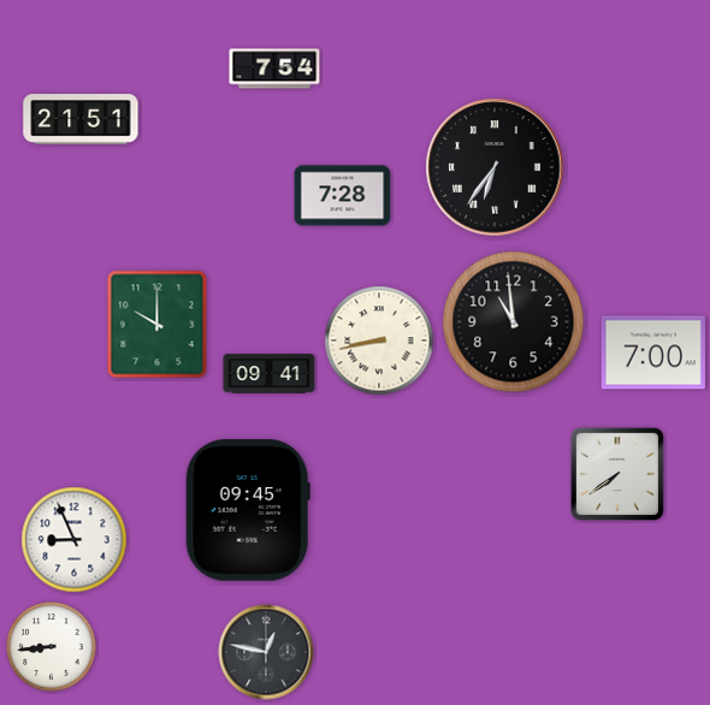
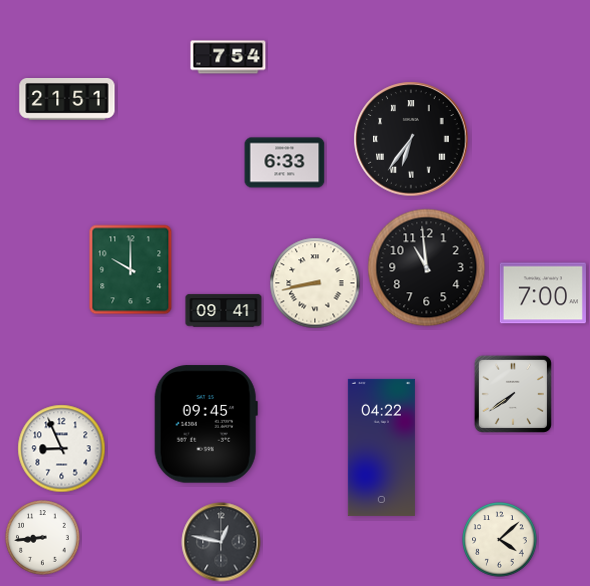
clock at (343, 196): 7:28 -> 6:33
clock at (381, 447): none -> 04:22
clock at (500, 540): none -> 4:08
